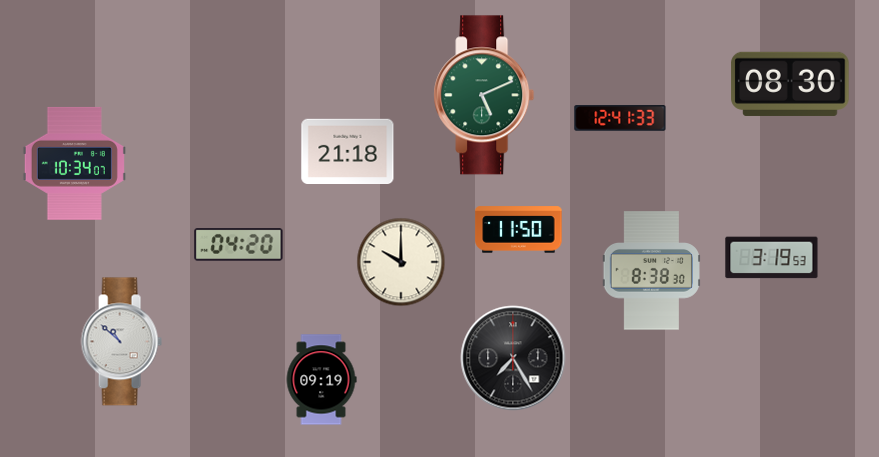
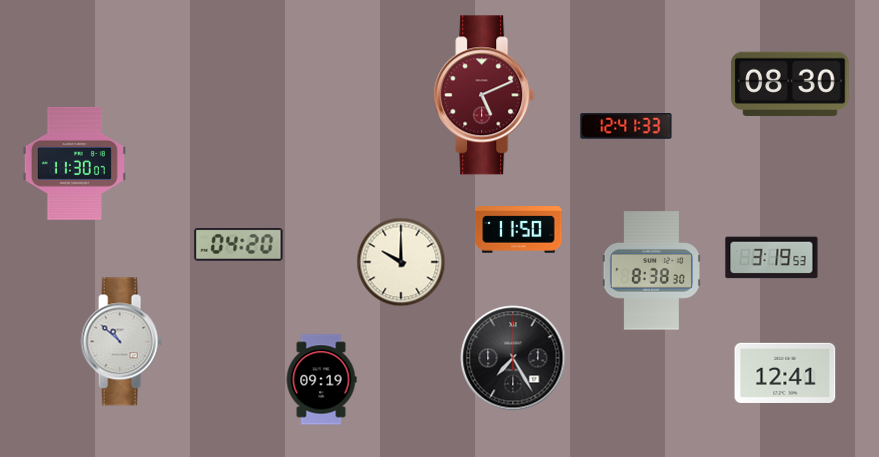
clock at (484, 95) dial: green -> burgundy
clock at (620, 118) position: (620, 118) -> (626, 126)
clock at (348, 151): 21:18 -> none
clock at (74, 163): 10:34 -> 11:30
clock at (785, 373): none -> 12:41
